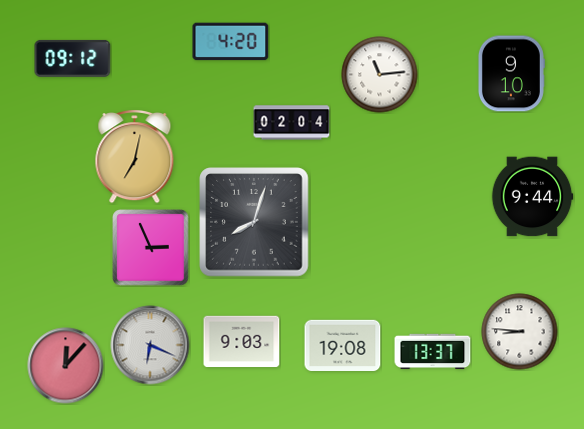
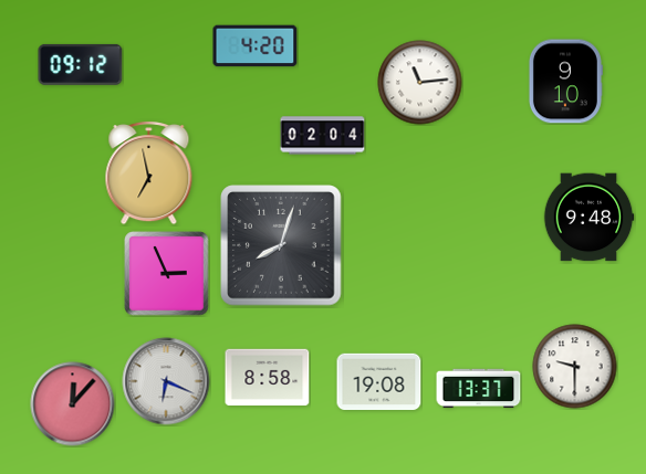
clock at (135, 157): 7:02 -> 6:58
clock at (532, 197): 9:44 -> 9:48
clock at (520, 332): 8:46 -> 9:30
clock at (242, 342): 9:03 -> 8:58
